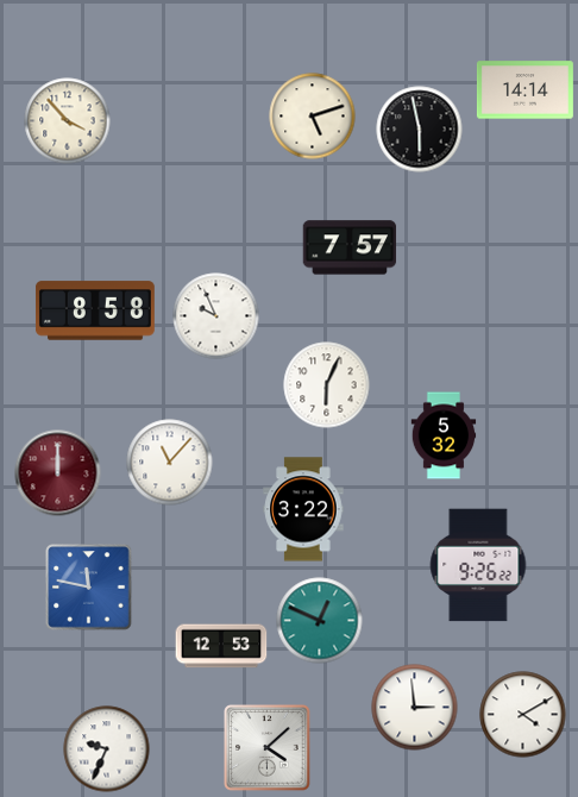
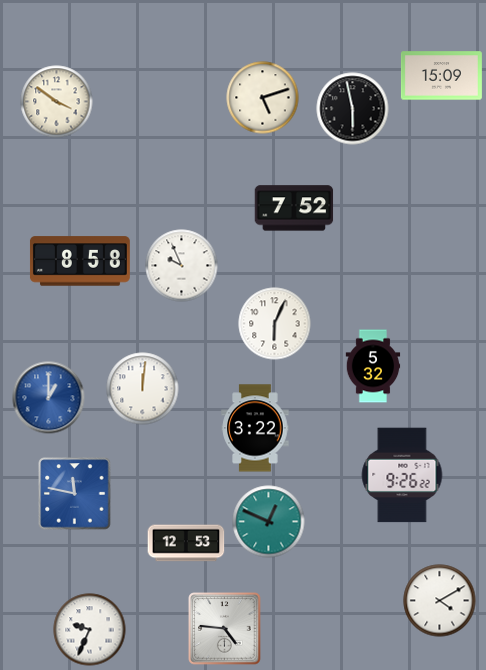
clock at (524, 90): 14:14 -> 15:09
clock at (68, 121): 3:53 -> 3:51
clock at (350, 247): 7:57 -> 7:52
clock at (170, 463): 11:07 -> 12:01
clock at (58, 473): 12:00 -> 1:00
clock at (58, 473) dial: burgundy -> blue
clock at (415, 708): 2:59 -> none
clock at (268, 748): 4:08 -> 4:46
